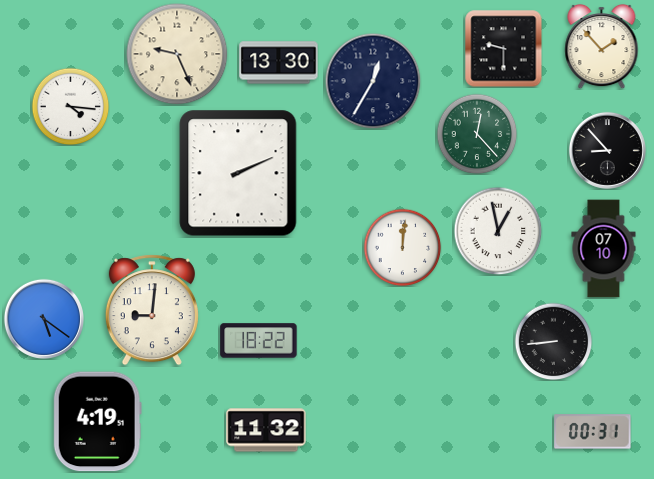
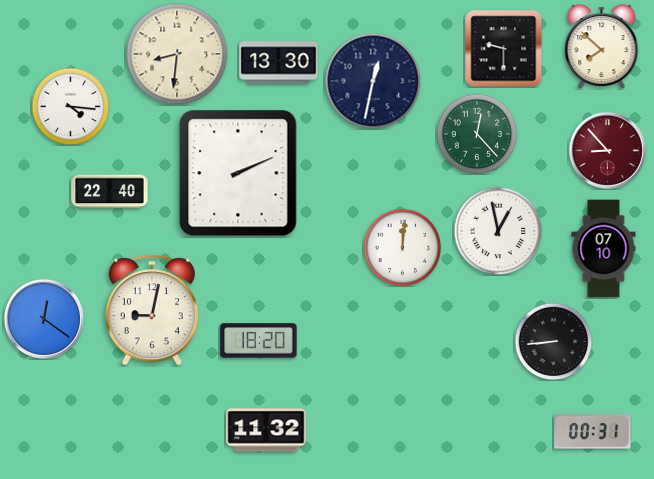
clock at (602, 46): 1:53 -> 7:52
clock at (177, 54): 9:26 -> 8:31
clock at (373, 81): 12:35 -> 12:32
clock at (607, 150) dial: black -> burgundy
clock at (110, 192): none -> 22:40
clock at (152, 310): 9:01 -> 9:02
clock at (44, 319): 5:21 -> 12:21
clock at (259, 341): 18:22 -> 18:20
clock at (97, 422): 4:19 -> none
